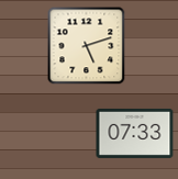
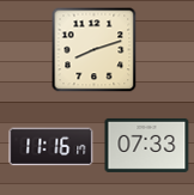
clock at (87, 46): 5:12 -> 8:12
clock at (51, 147): none -> 11:16
